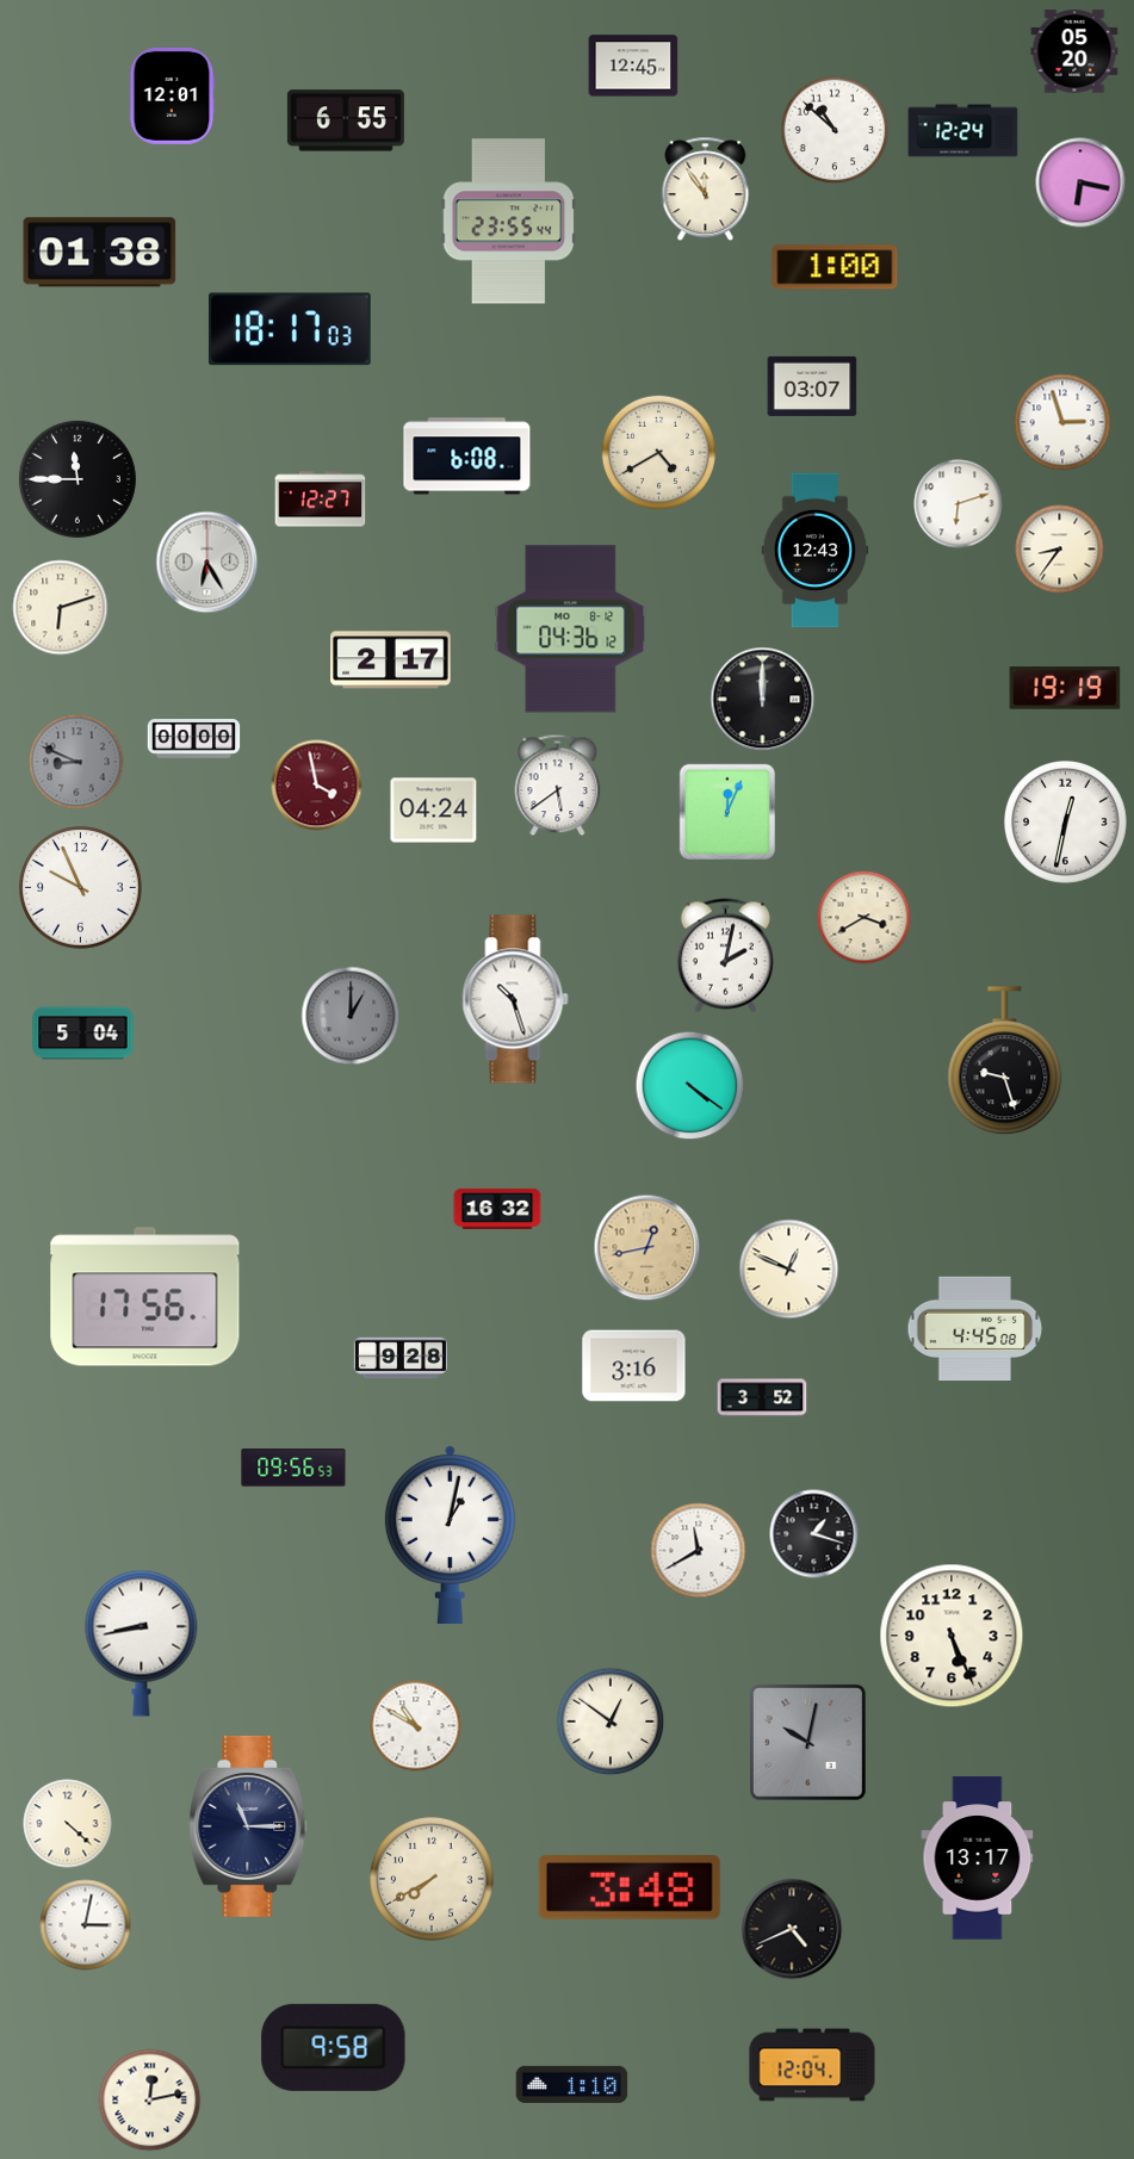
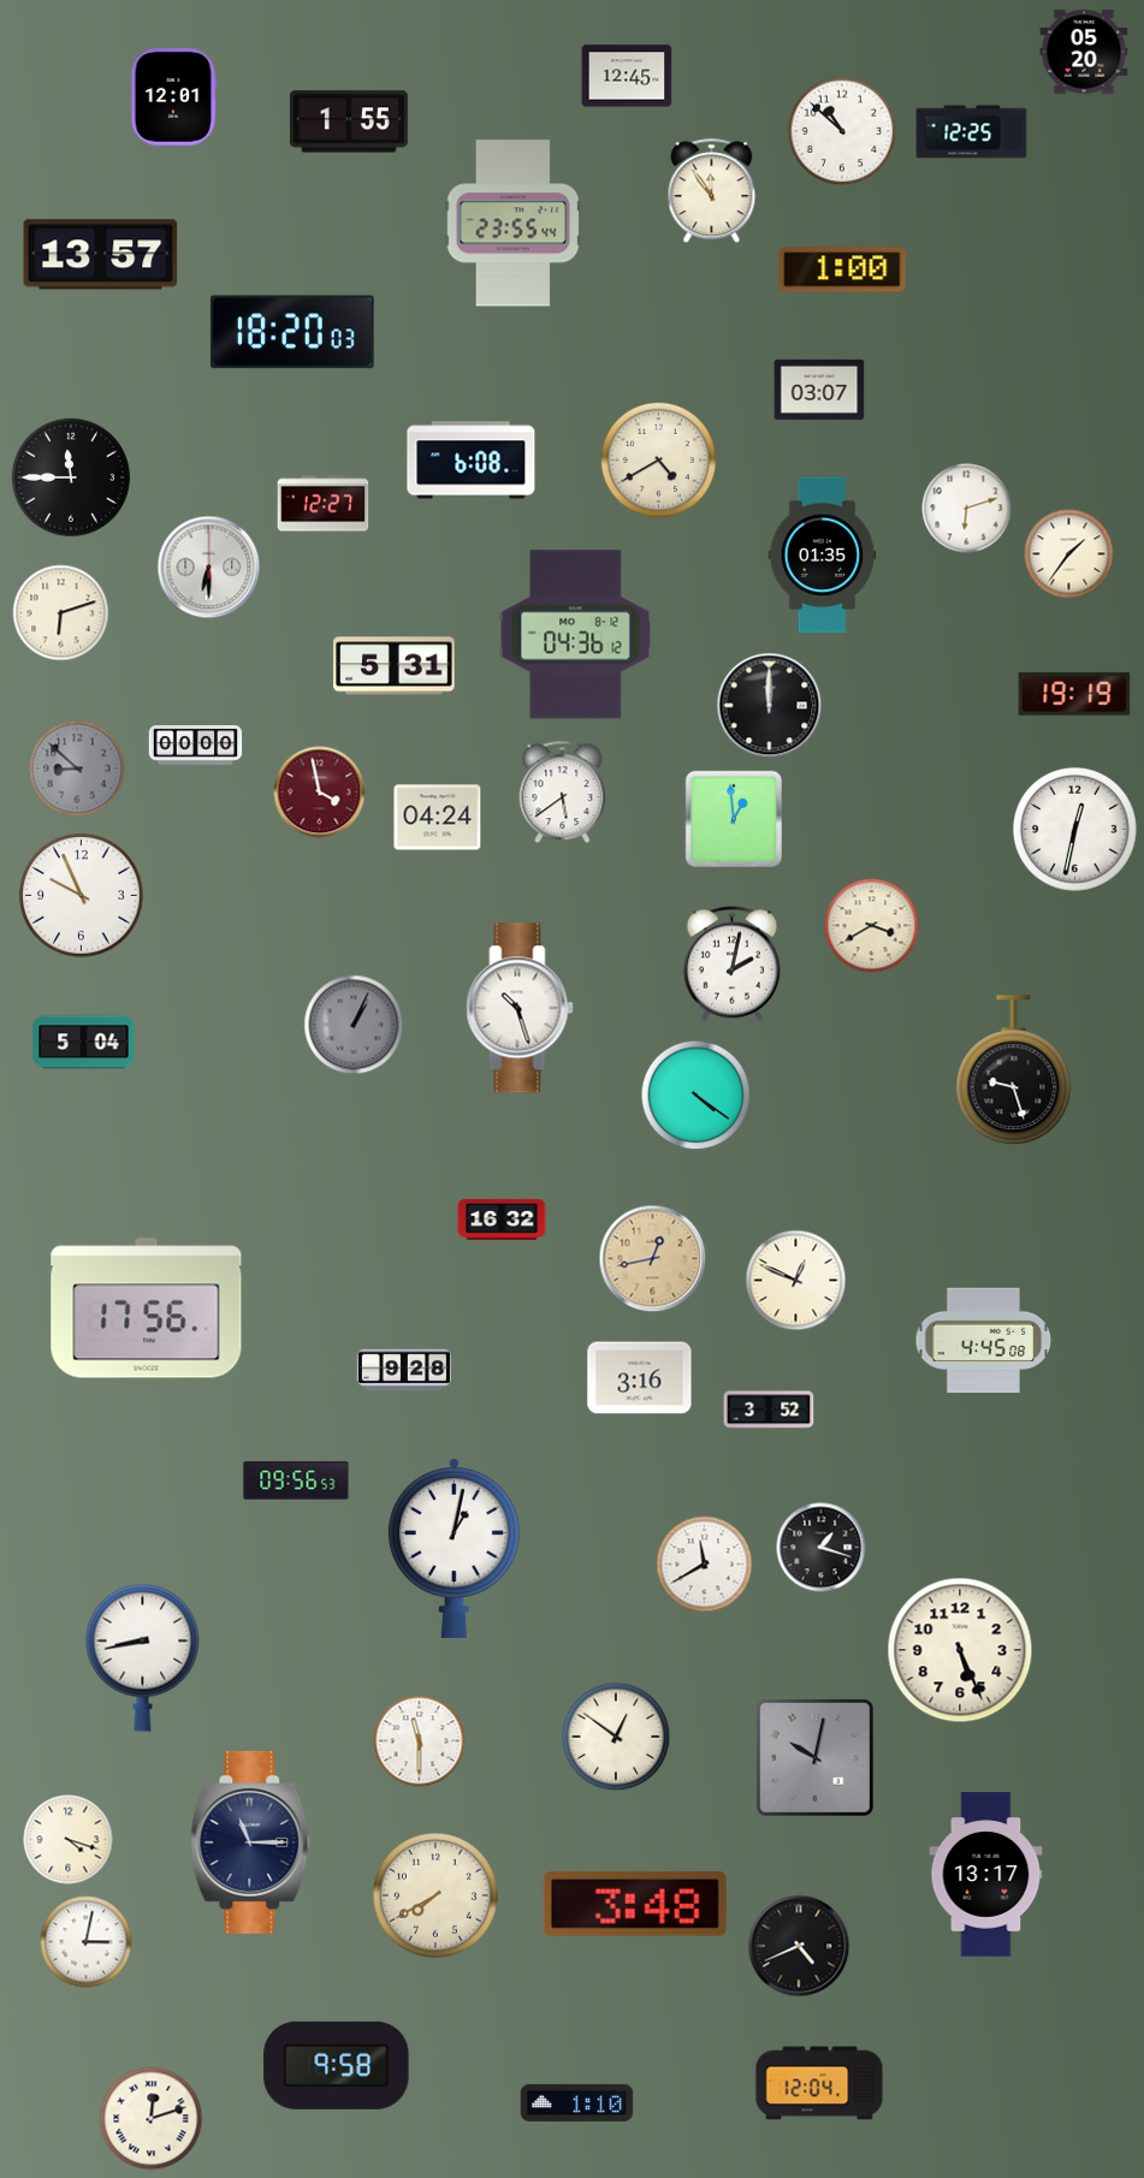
clock at (633, 66) position: (633, 66) -> (627, 76)
clock at (346, 120): 6:55 -> 1:55
clock at (963, 131): 12:24 -> 12:25
clock at (1080, 182): 6:17 -> none
clock at (100, 253): 01:38 -> 13:57
clock at (290, 329): 18:17 -> 18:20
clock at (1062, 422): 2:57 -> none
clock at (658, 452) position: (658, 452) -> (658, 459)
clock at (78, 479) position: (78, 479) -> (71, 477)
clock at (1060, 550): 8:36 -> 1:36
clock at (816, 551): 12:43 -> 01:35
clock at (207, 563): 6:25 -> 6:30
clock at (391, 660): 2:17 -> 5:31
clock at (76, 762): 8:49 -> 8:52
clock at (727, 812): 12:04 -> 12:59
clock at (351, 1016): 1:00 -> 1:04
clock at (416, 1726): 10:50 -> 11:30
clock at (68, 1824): 4:22 -> 4:18
clock at (150, 2101): 12:13 -> 12:12
